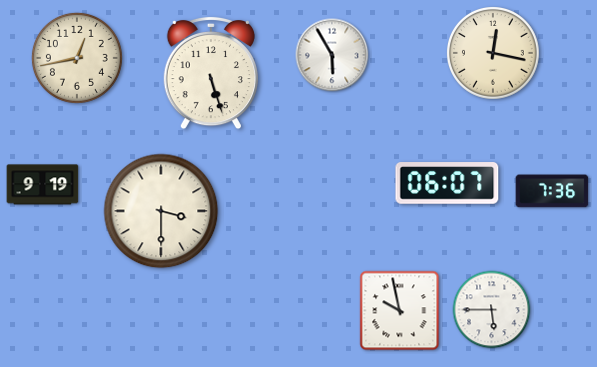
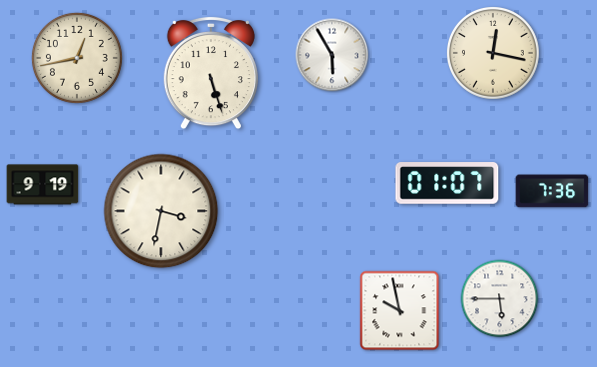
clock at (447, 183): 06:07 -> 01:07
clock at (161, 211): 3:30 -> 3:32
clock at (492, 310) position: (492, 310) -> (500, 299)
